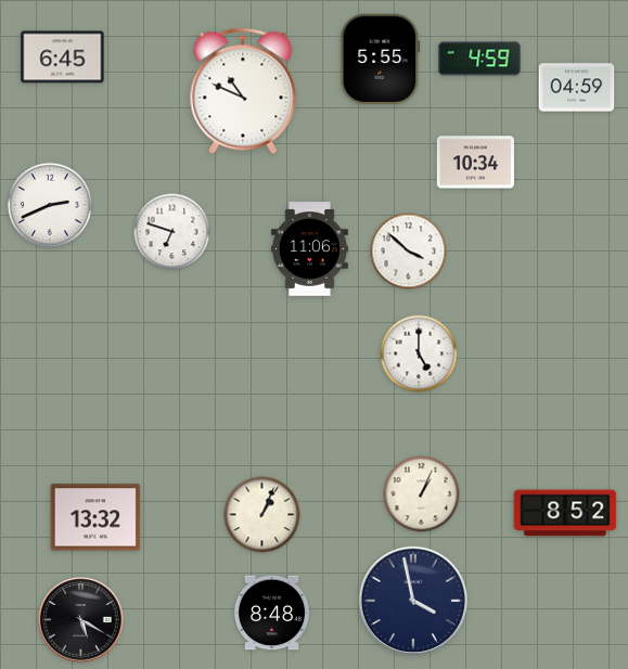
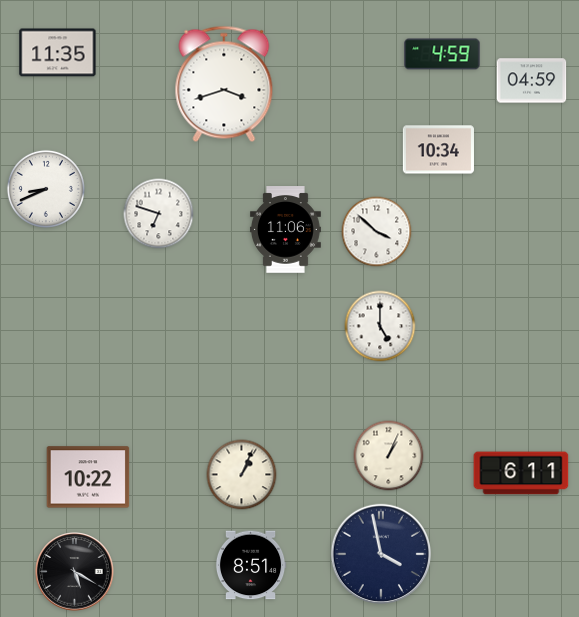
clock at (63, 57): 6:45 -> 11:35
clock at (381, 60): 5:55 -> none
clock at (243, 91): 10:49 -> 3:42
clock at (50, 205): 2:41 -> 8:41
clock at (419, 353) position: (419, 353) -> (380, 326)
clock at (565, 513): 8:52 -> 6:11
clock at (95, 517): 13:32 -> 10:22
clock at (272, 613): 8:48 -> 8:51
